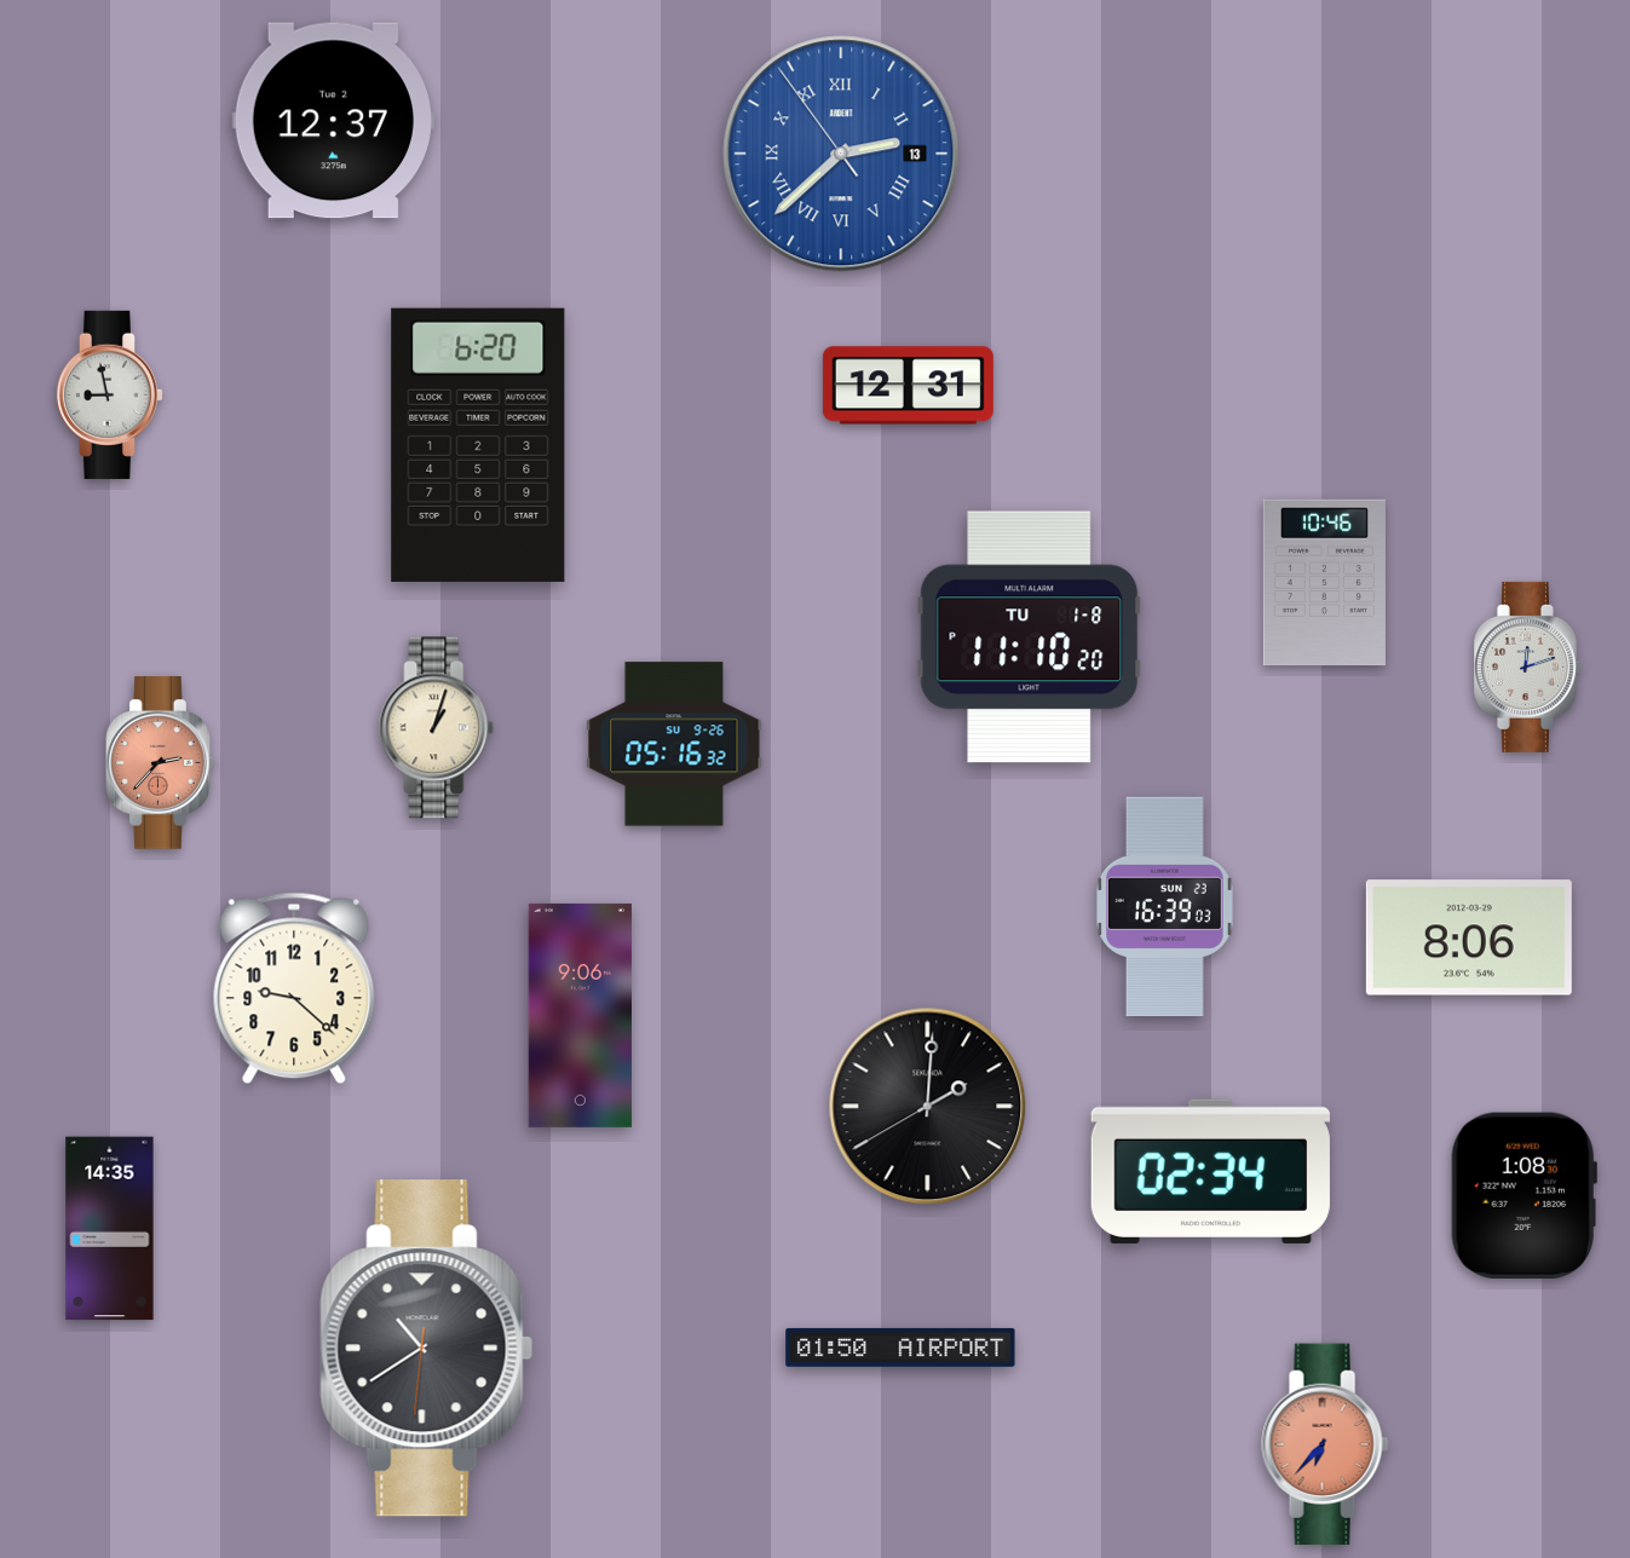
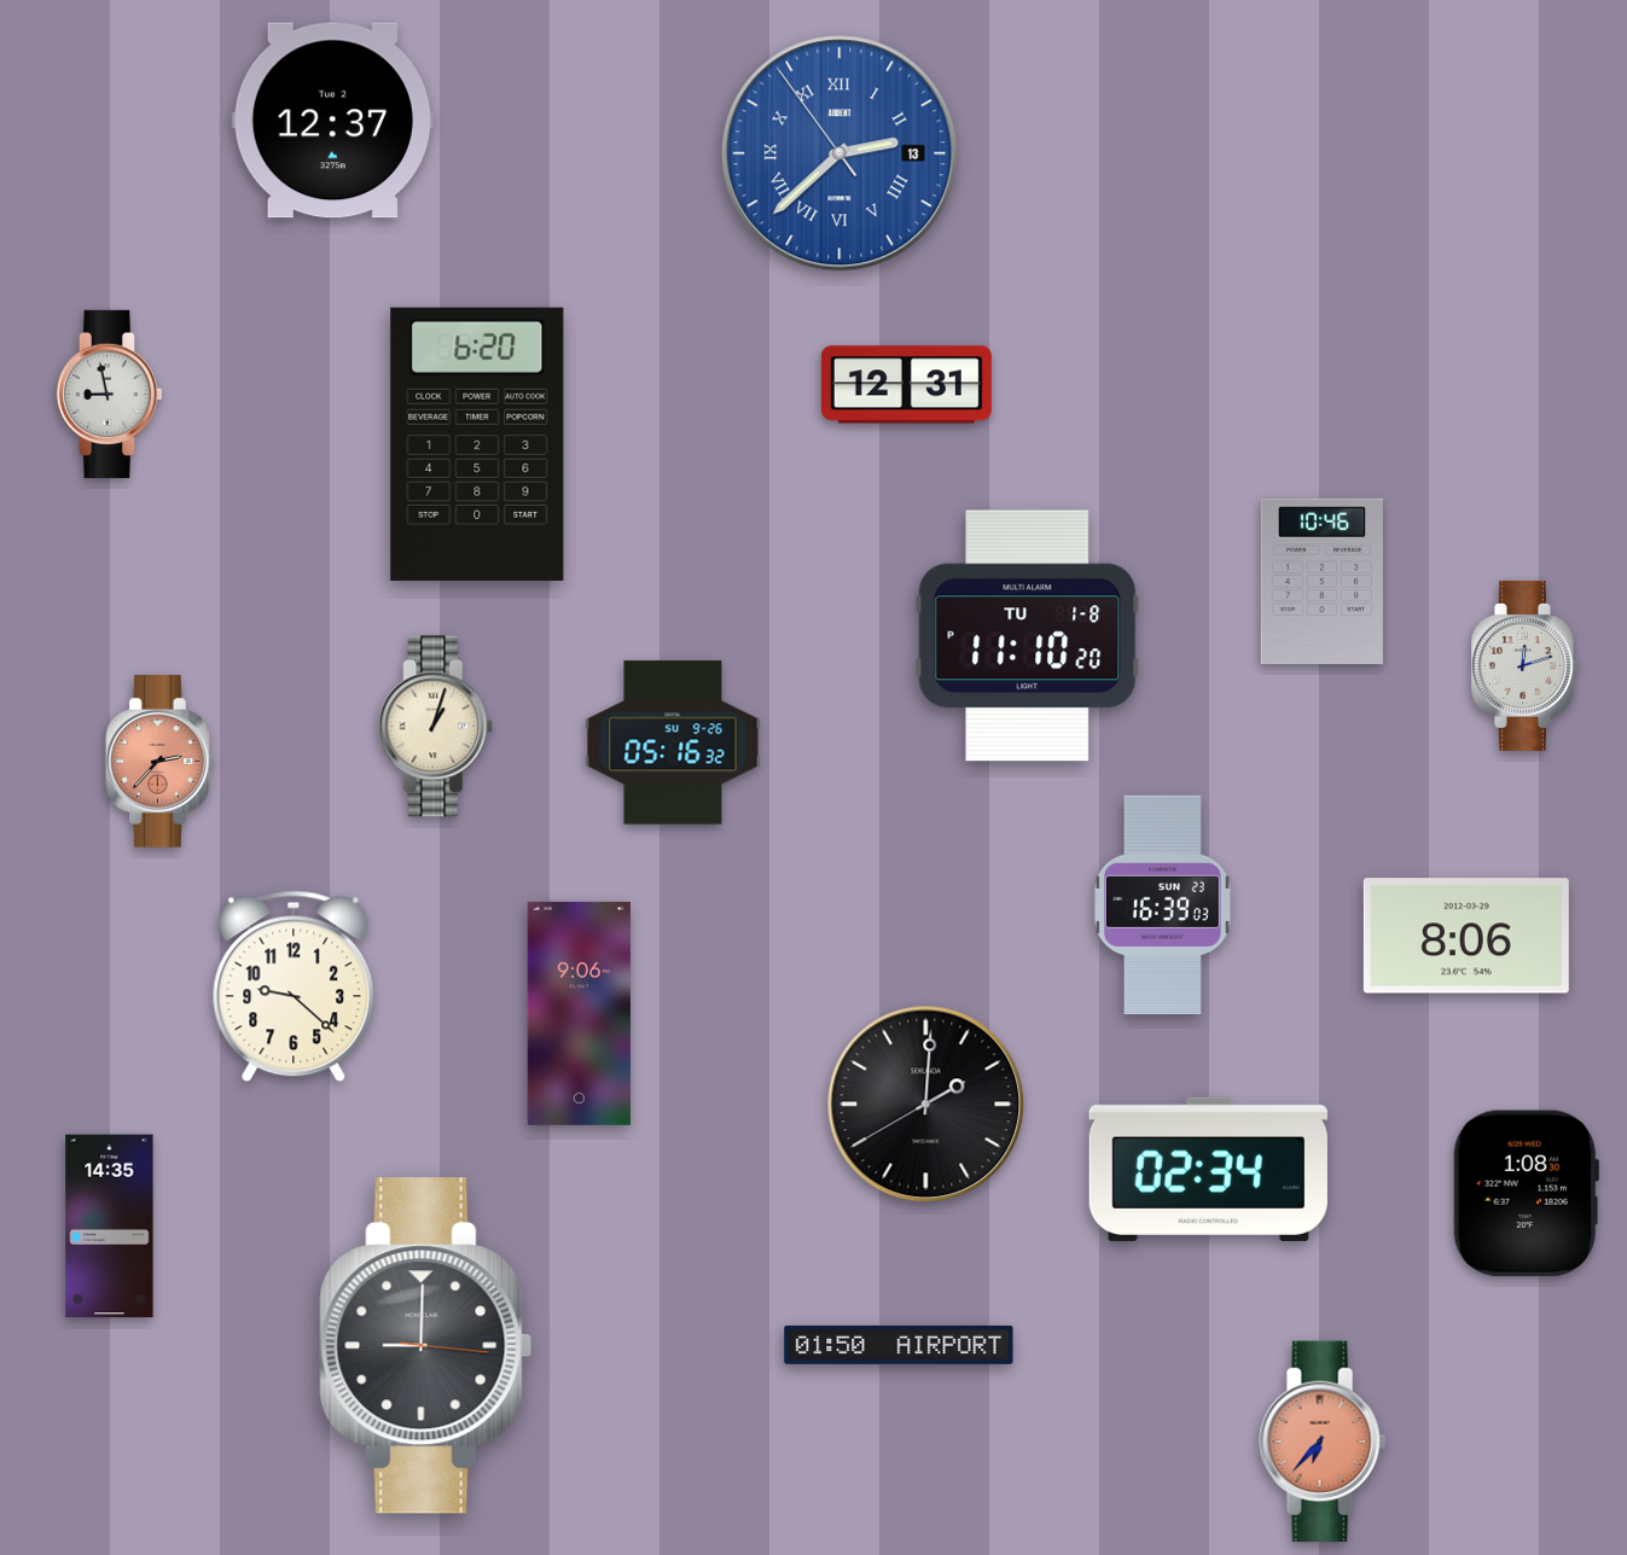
clock at (1524, 1195) position: (1524, 1195) -> (1526, 1193)
clock at (427, 1349): 10:39 -> 9:00
